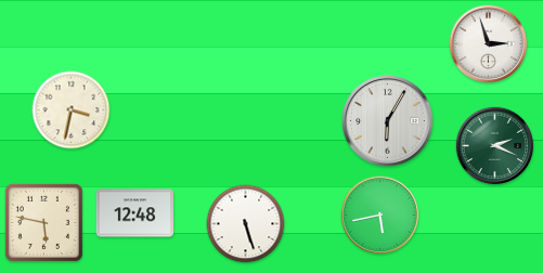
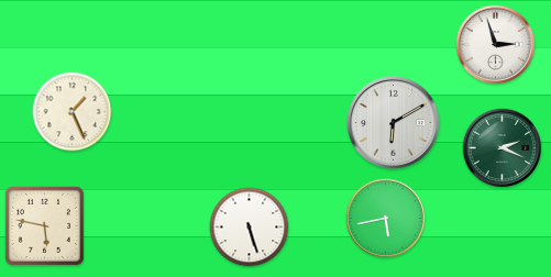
clock at (72, 110): 3:32 -> 1:26
clock at (388, 121): 6:05 -> 6:10
clock at (135, 213): 12:48 -> none
